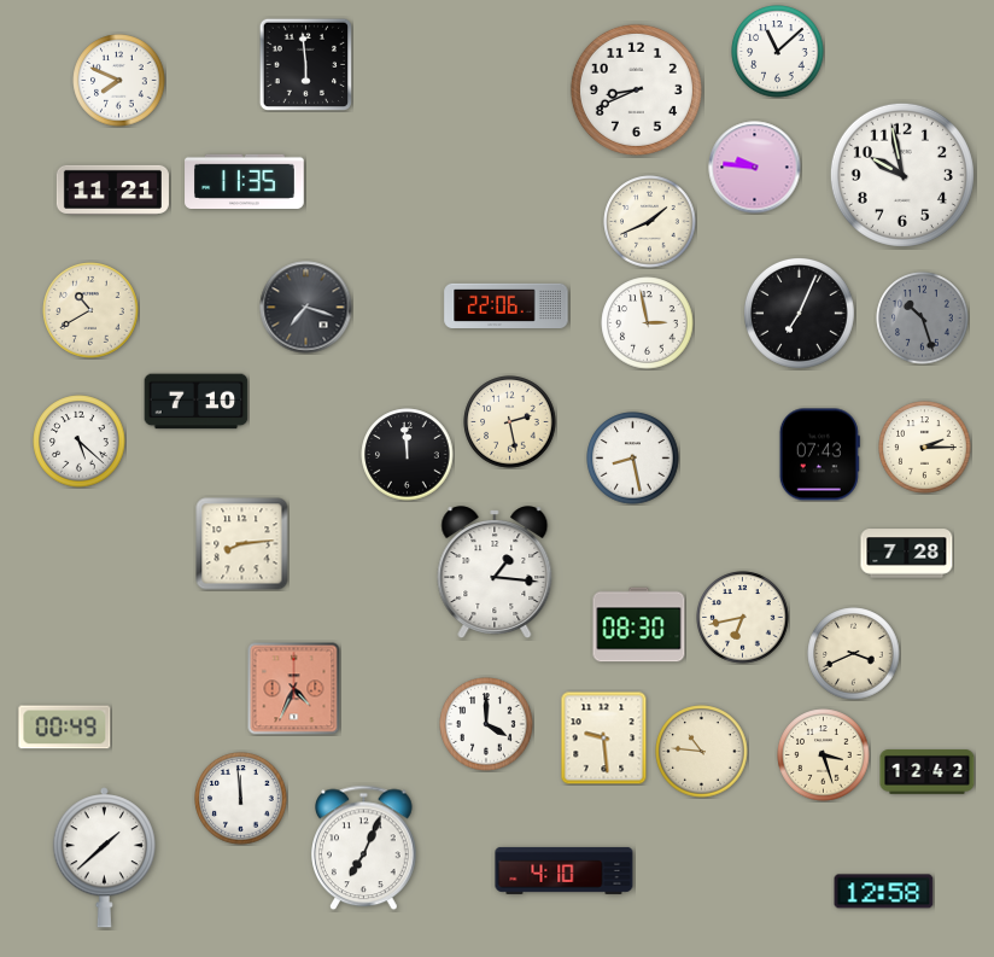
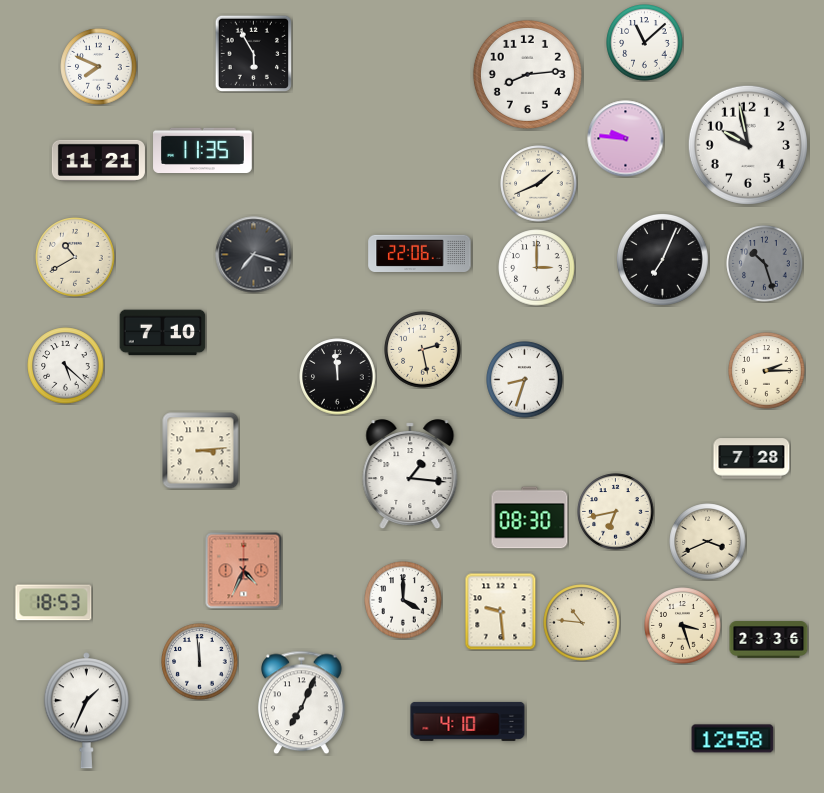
clock at (305, 64): 5:59 -> 5:55
clock at (636, 89): 8:41 -> 8:14
clock at (112, 189) position: (112, 189) -> (98, 160)
clock at (648, 323): 2:58 -> 3:00
clock at (819, 455): 07:43 -> none
clock at (633, 459): 8:28 -> 8:33
clock at (242, 544): 8:14 -> 3:14
clock at (65, 728): 00:49 -> 18:53
clock at (928, 772): 12:42 -> 23:36
clock at (104, 858): 1:38 -> 1:34
